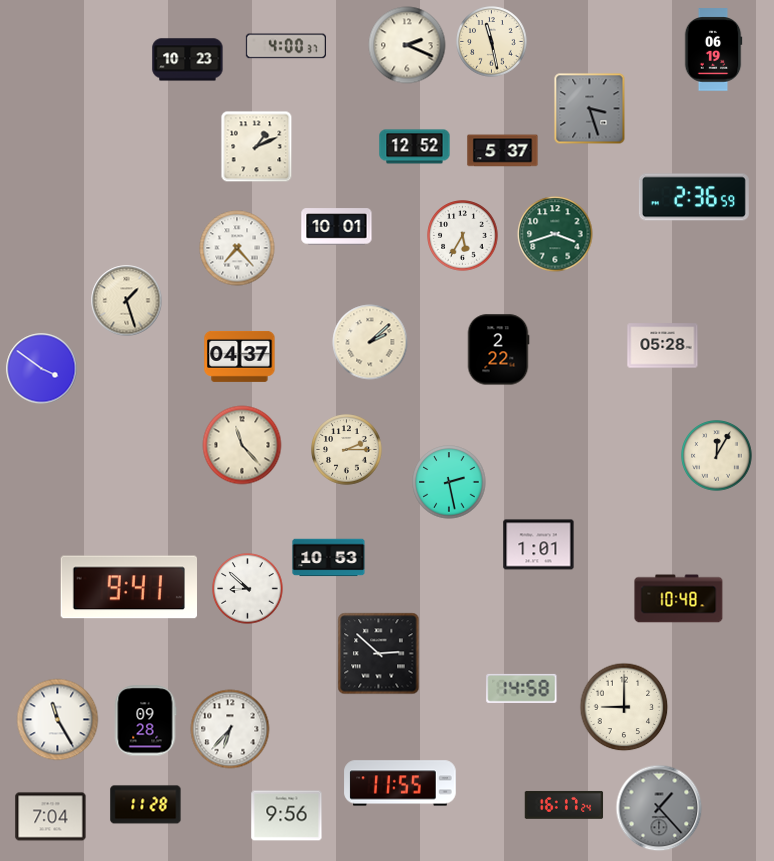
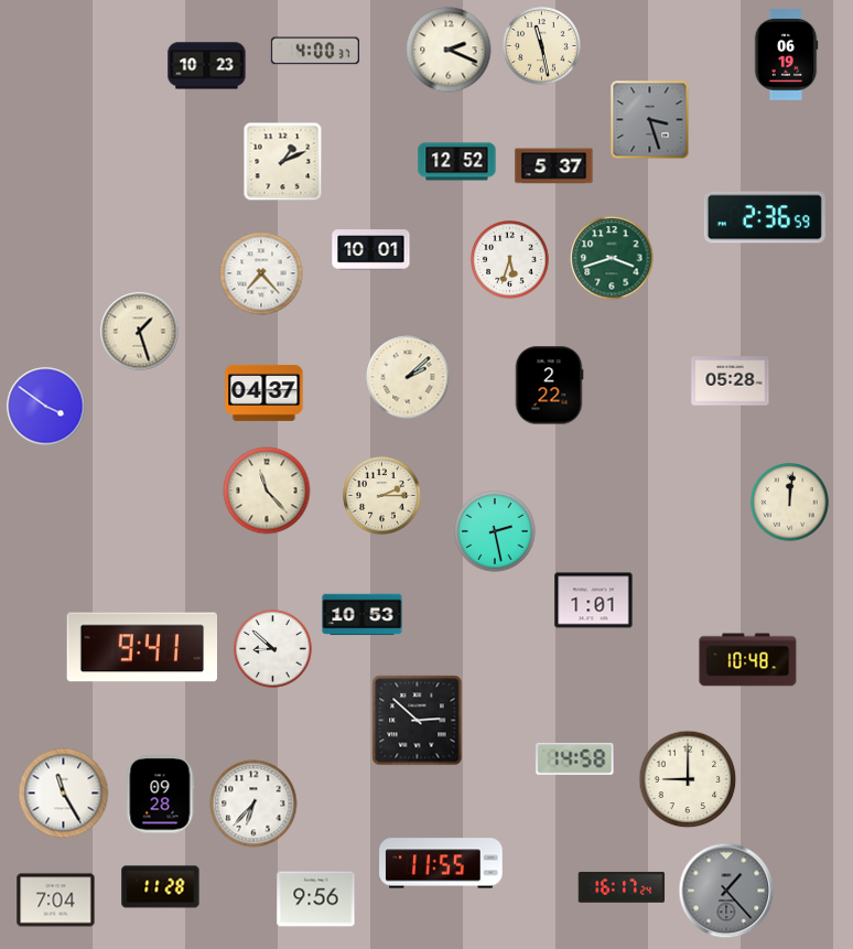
clock at (463, 236): 5:35 -> 5:33
clock at (717, 456): 12:05 -> 12:01
